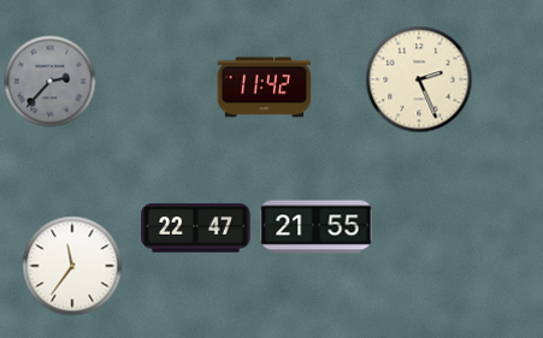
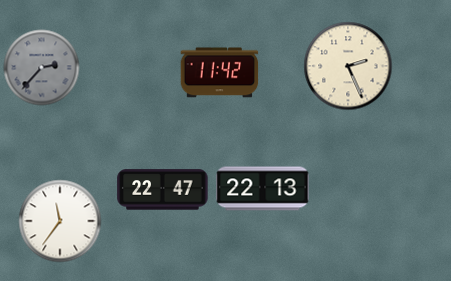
clock at (317, 227): 21:55 -> 22:13
